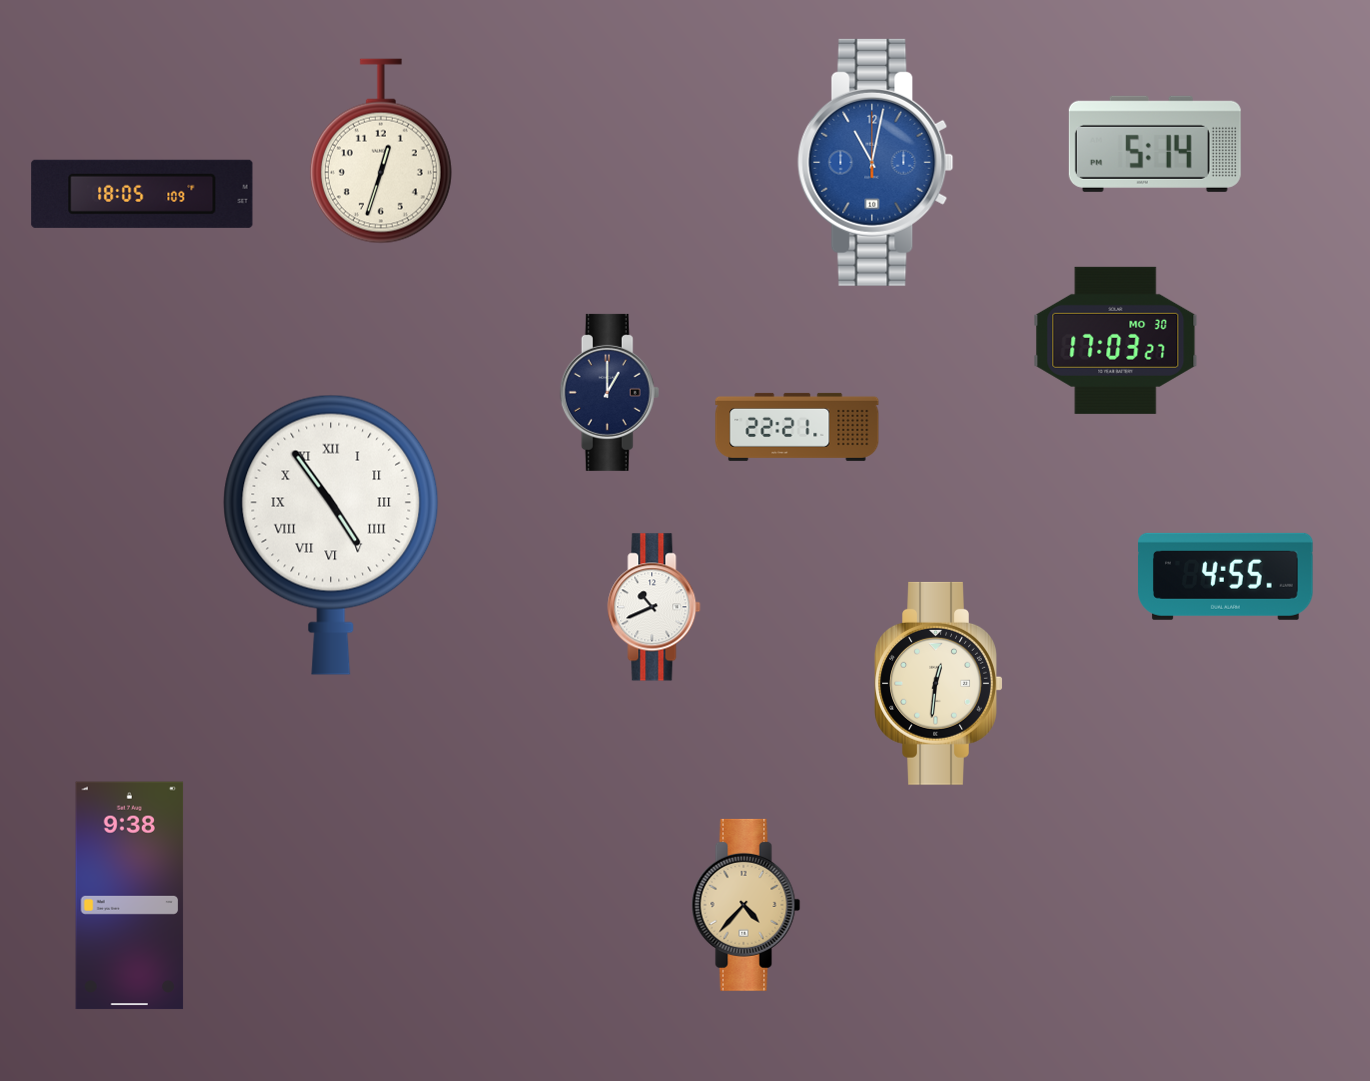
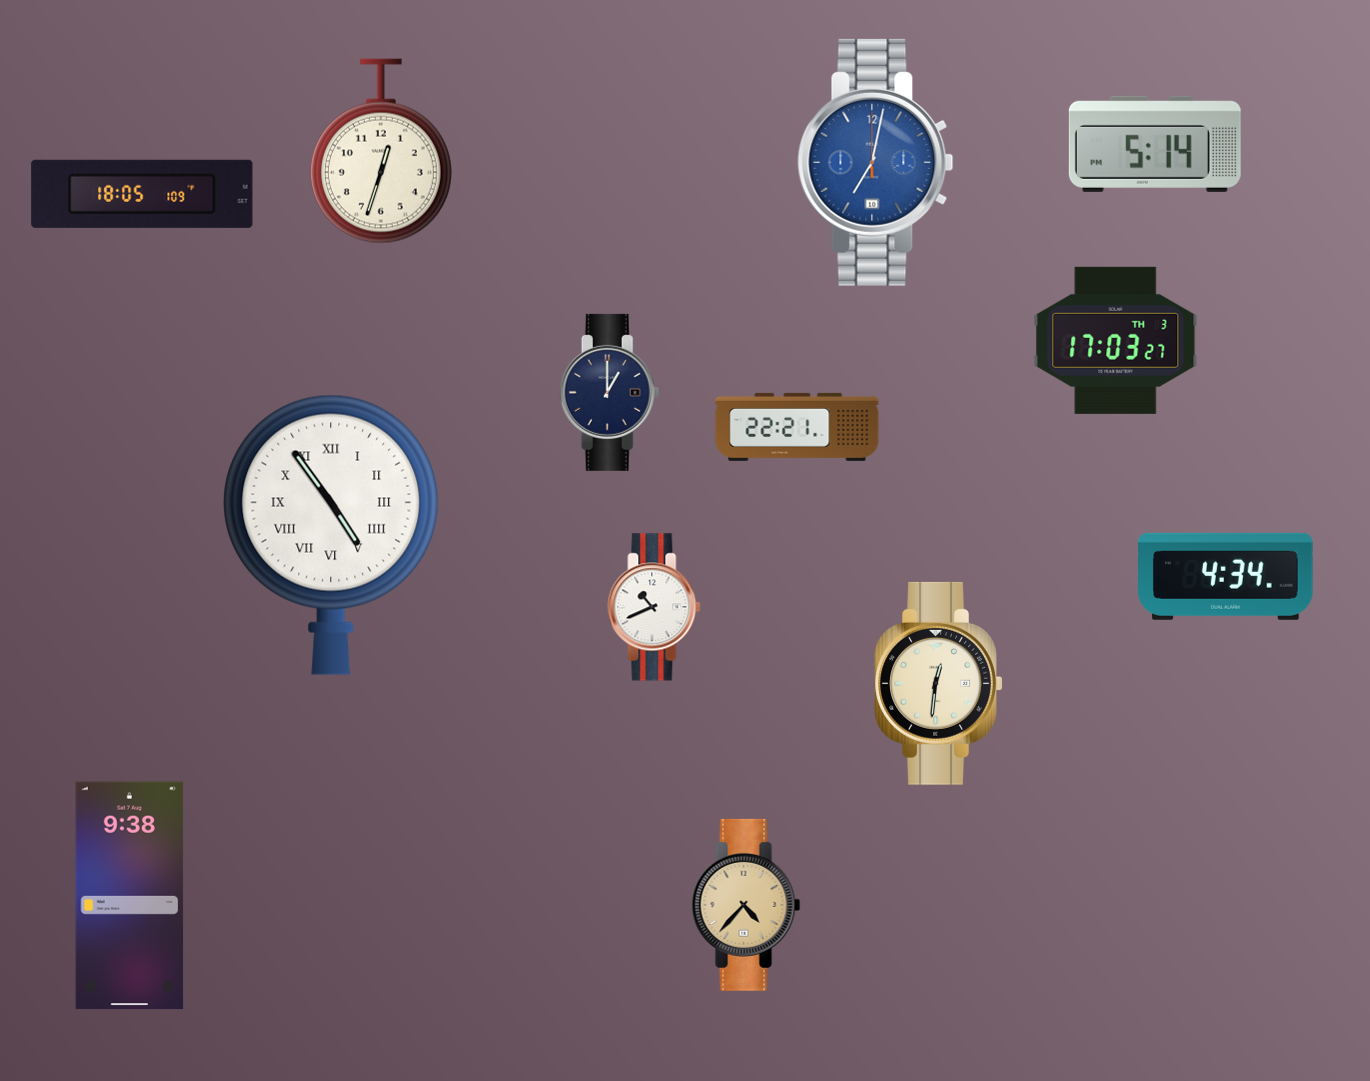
clock at (876, 162): 11:02 -> 7:02
clock at (1116, 340) date: MO 30 -> TH 3
clock at (1226, 576): 4:55 -> 4:34
